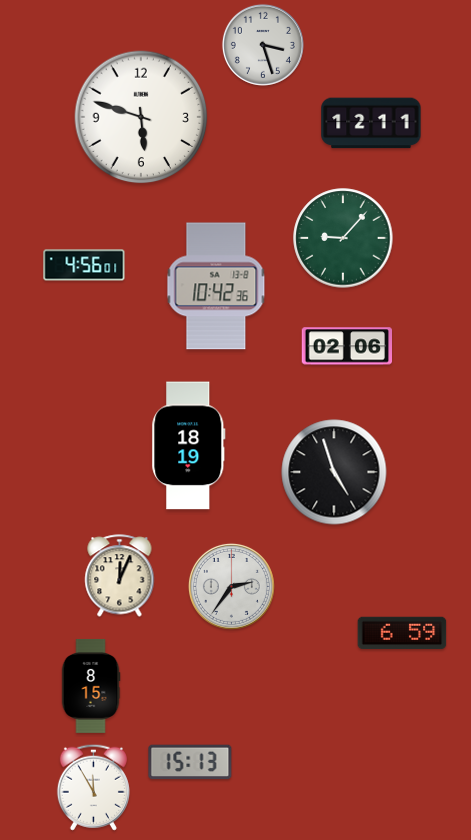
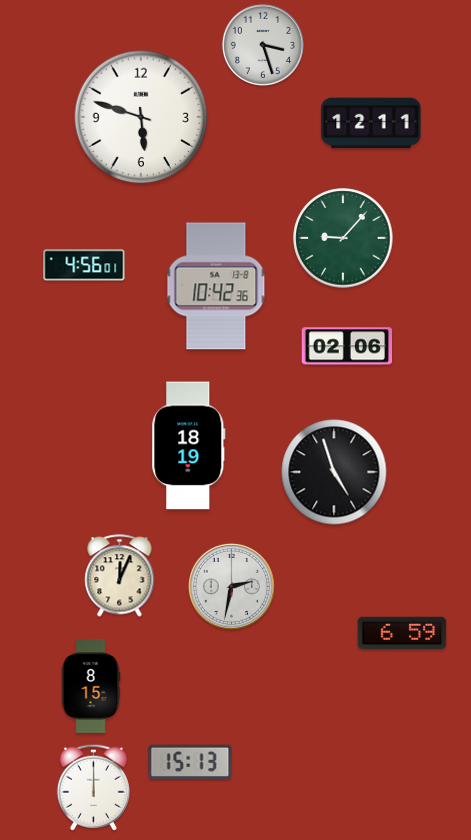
clock at (231, 586): 2:36 -> 2:32
clock at (93, 787): 11:55 -> 12:00
